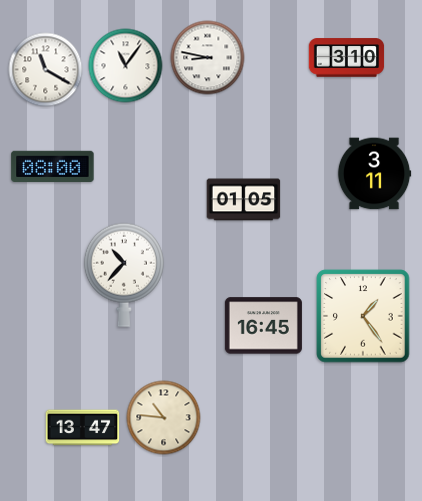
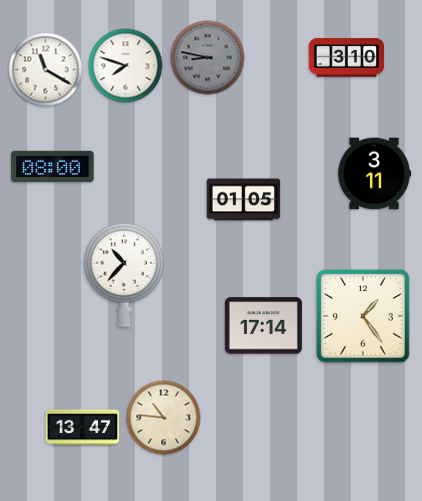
clock at (208, 58) dial: white -> grey
clock at (126, 66): 11:06 -> 7:48
clock at (263, 326): 16:45 -> 17:14
